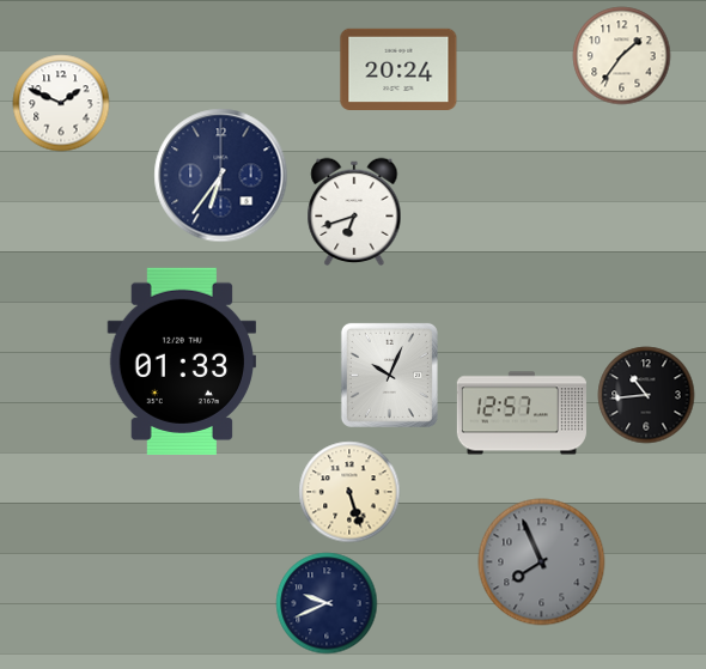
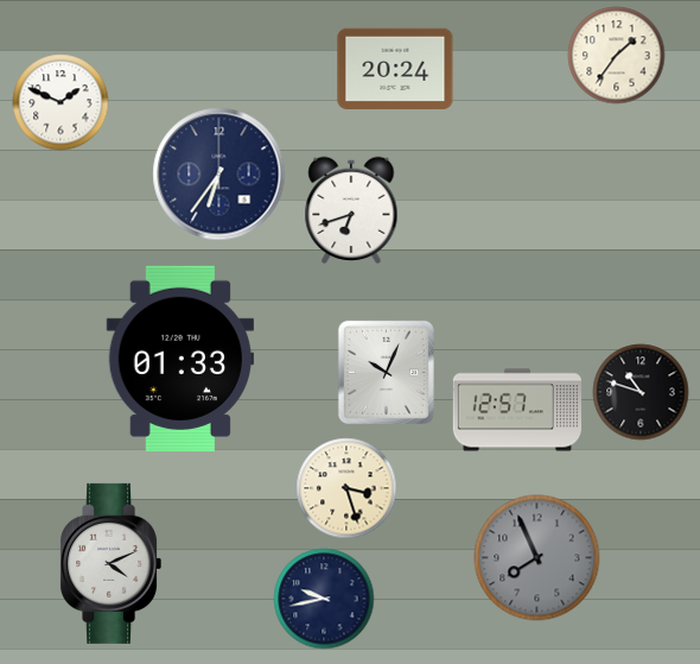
clock at (646, 395): 10:44 -> 10:48
clock at (349, 492): 5:27 -> 3:27
clock at (110, 563): none -> 4:11
clock at (327, 603): 9:41 -> 9:43
